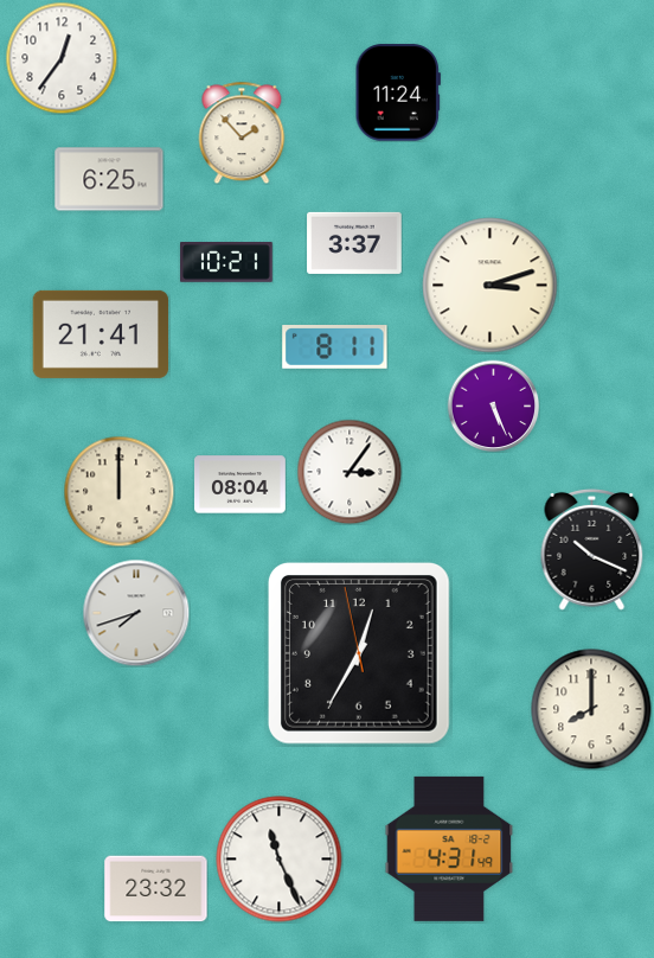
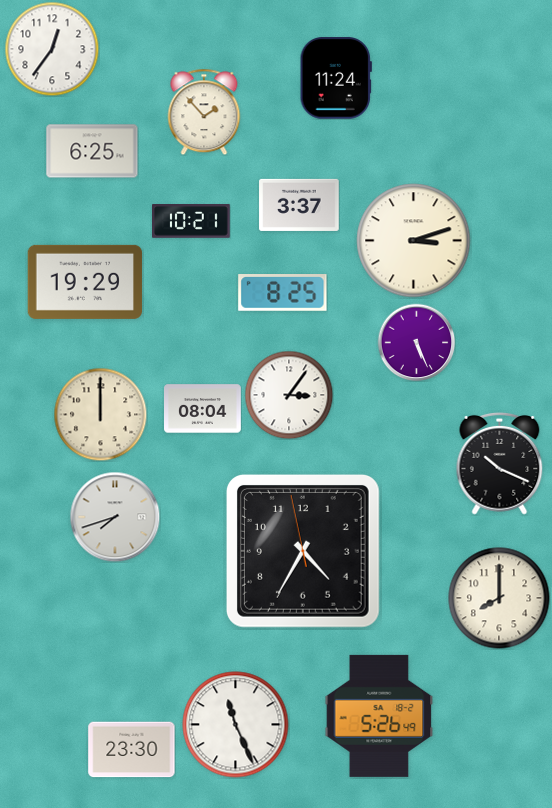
clock at (101, 334): 21:41 -> 19:29
clock at (335, 347): 8:11 -> 8:25
clock at (350, 472) position: (350, 472) -> (289, 395)
clock at (359, 653): 12:34 -> 4:34
clock at (449, 849): 4:31 -> 5:26
clock at (156, 889): 23:32 -> 23:30
